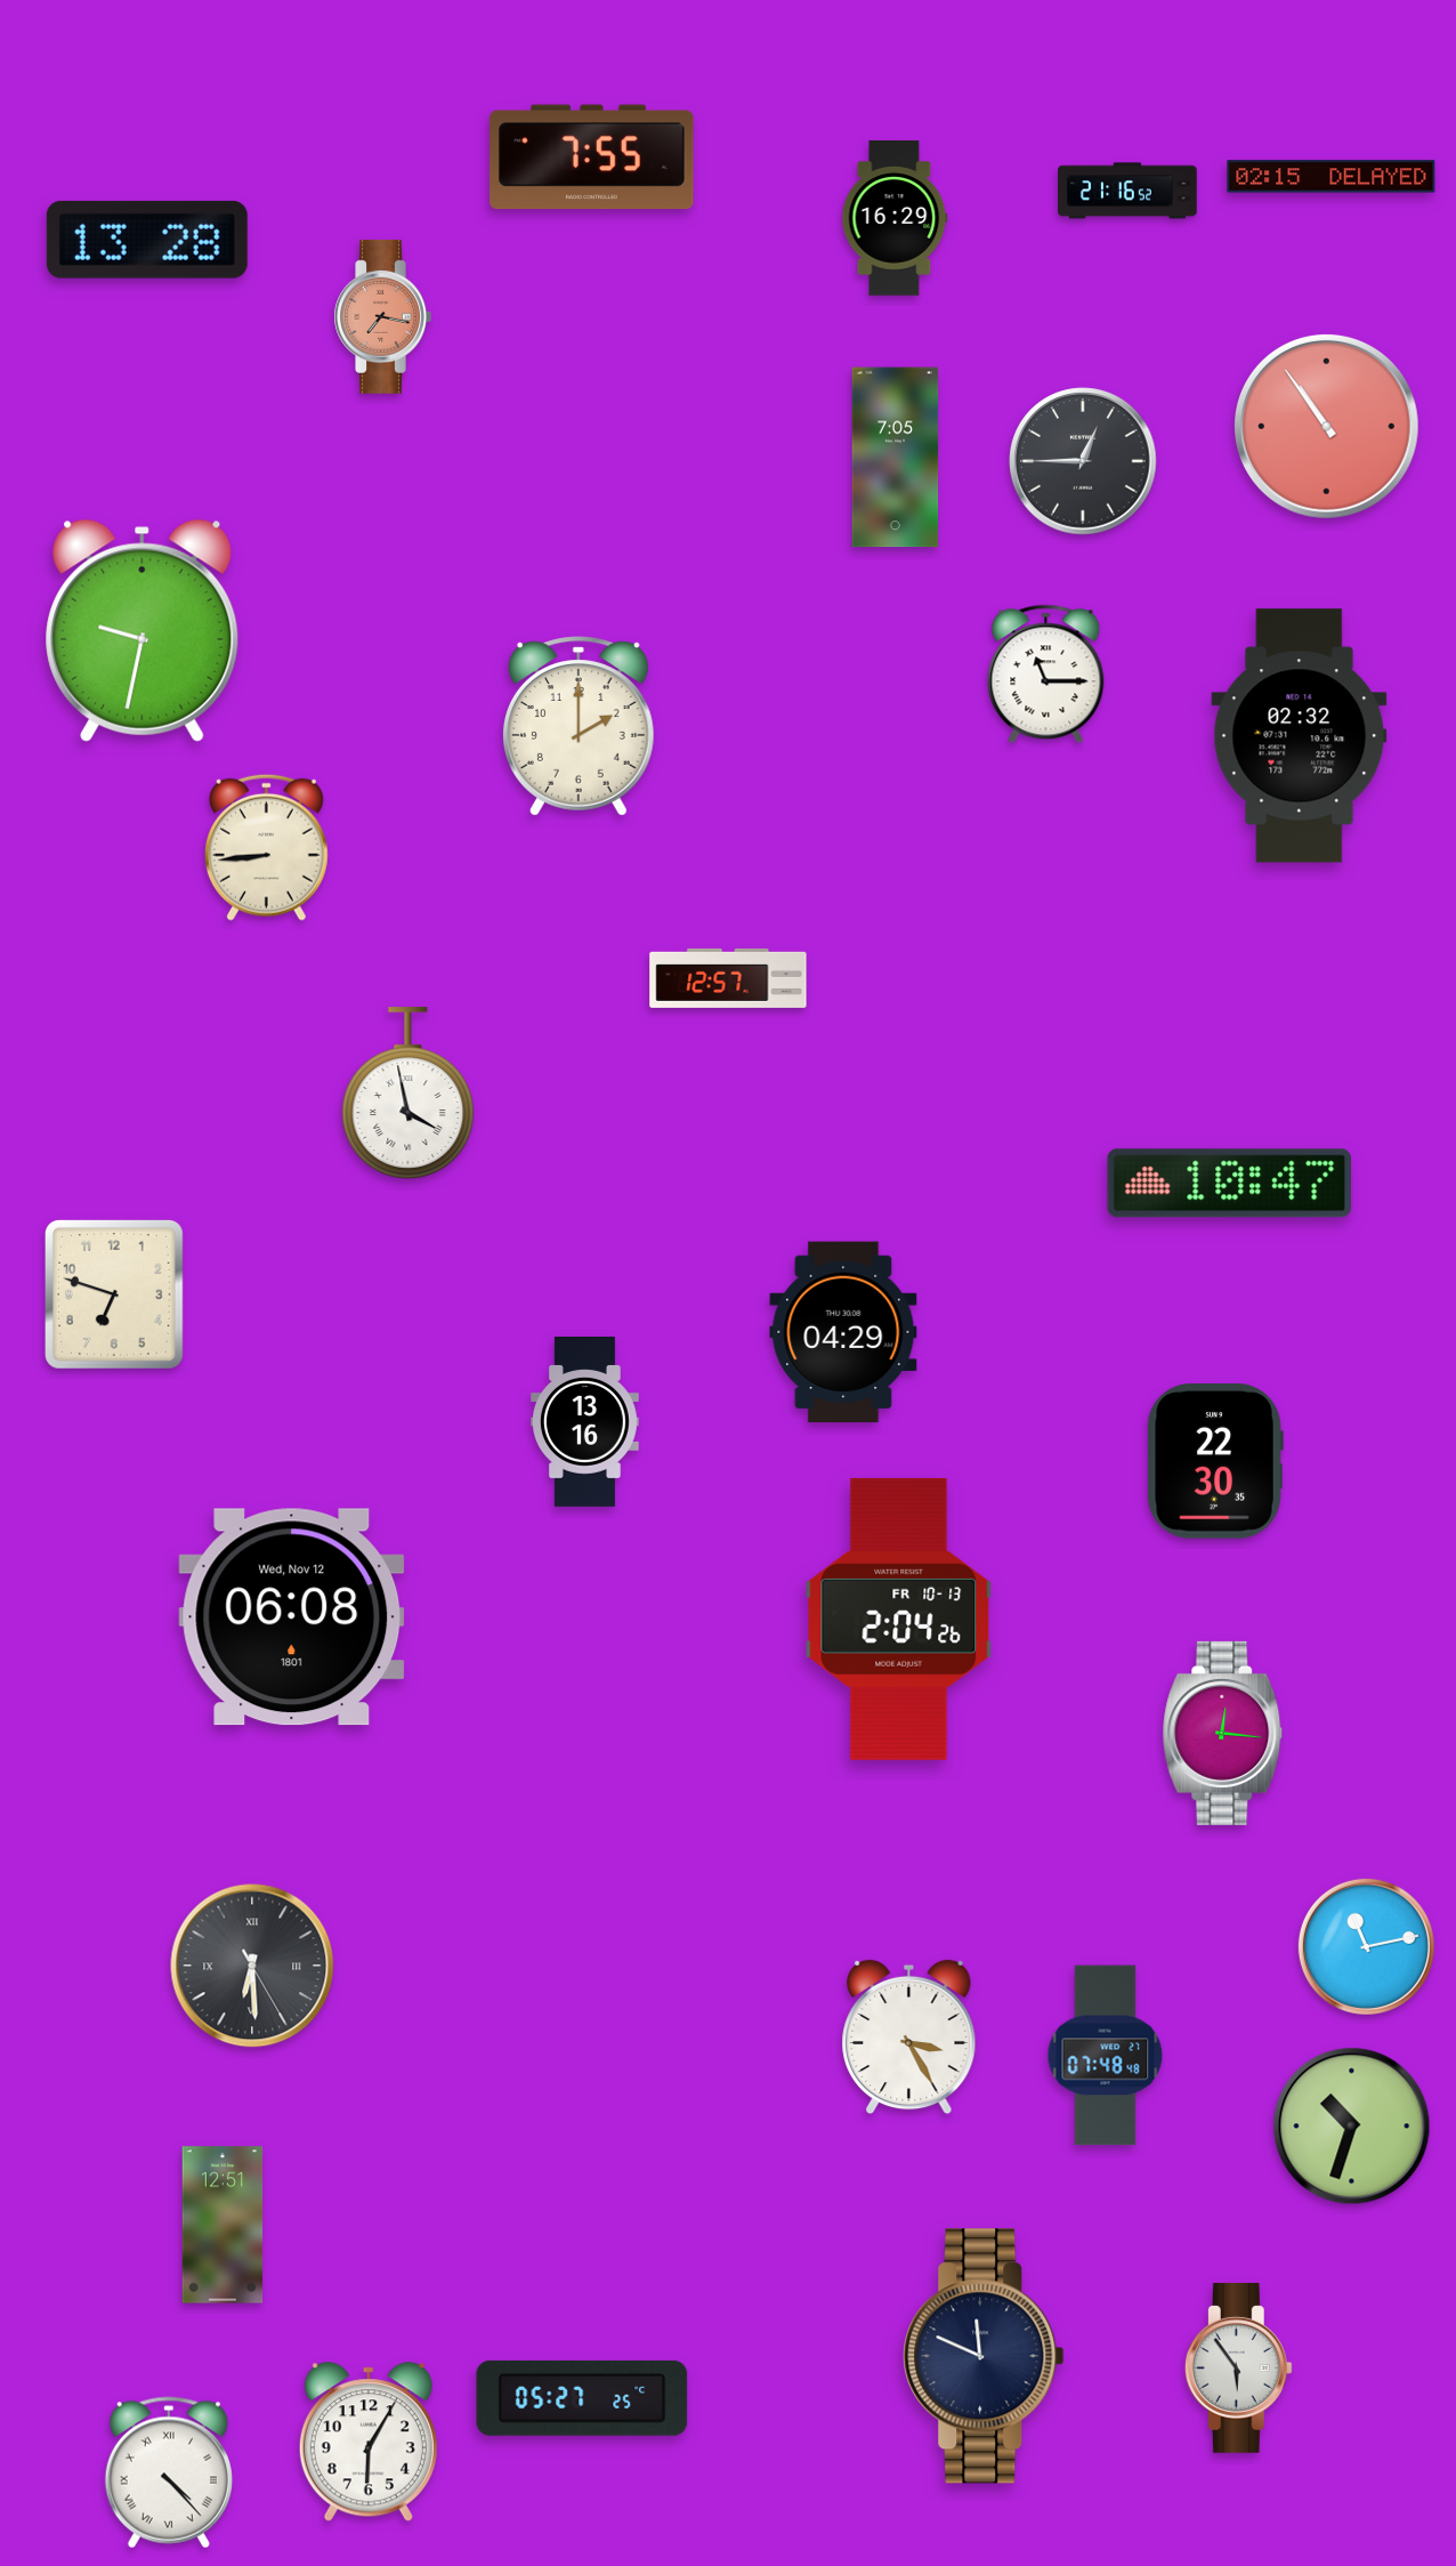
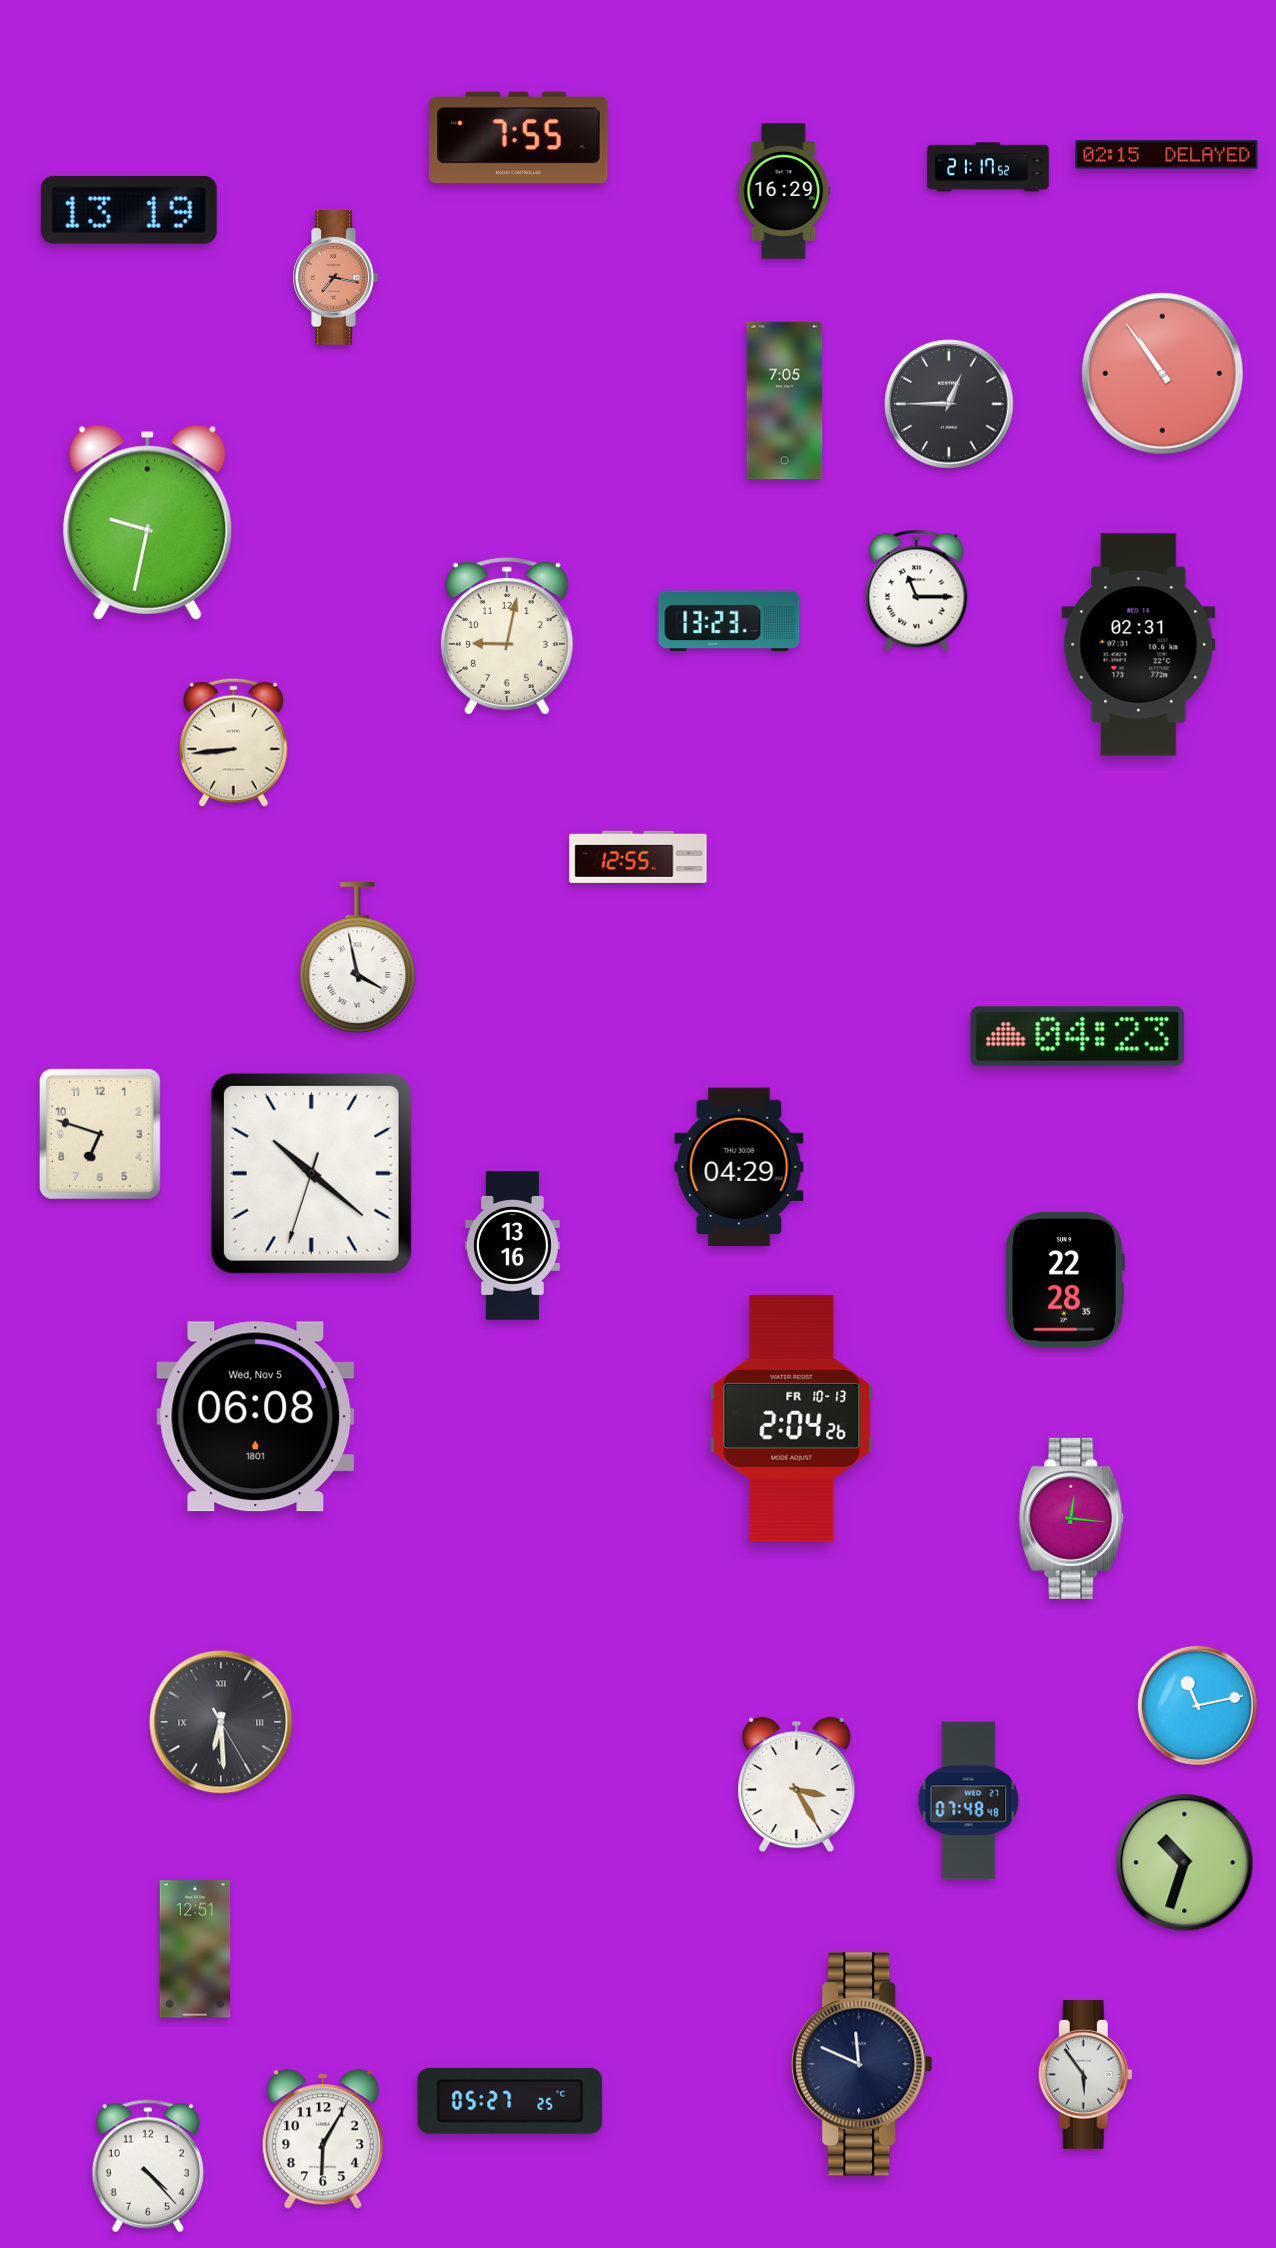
clock at (1127, 191): 21:16 -> 21:17
clock at (147, 240): 13:28 -> 13:19
clock at (143, 630) position: (143, 630) -> (148, 522)
clock at (729, 620): none -> 13:23
clock at (579, 726): 2:00 -> 9:02
clock at (1300, 736): 02:32 -> 02:31
clock at (728, 978): 12:57 -> 12:55
clock at (1230, 1184): 10:47 -> 04:23
clock at (311, 1173): none -> 10:21
clock at (1215, 1462): 22:30 -> 22:28
clock at (292, 1617) date: Wed, Nov 12 -> Wed, Nov 5
clock at (899, 1619) position: (899, 1619) -> (792, 1418)
clock at (169, 2472) numerals: Roman -> Arabic
